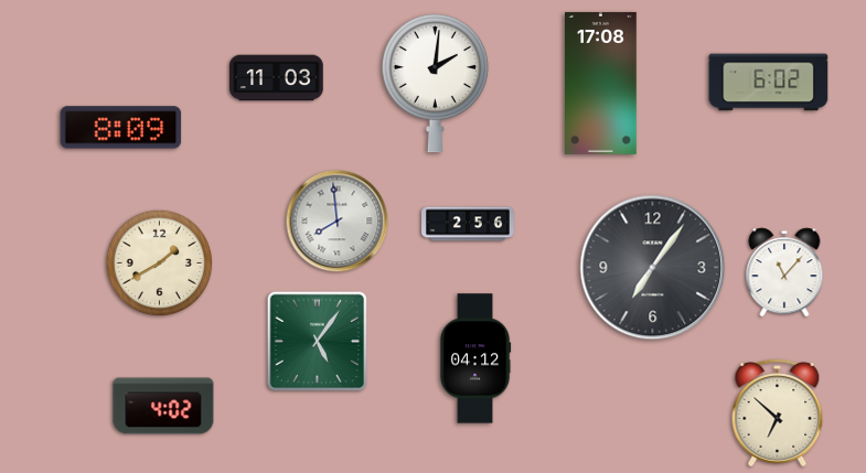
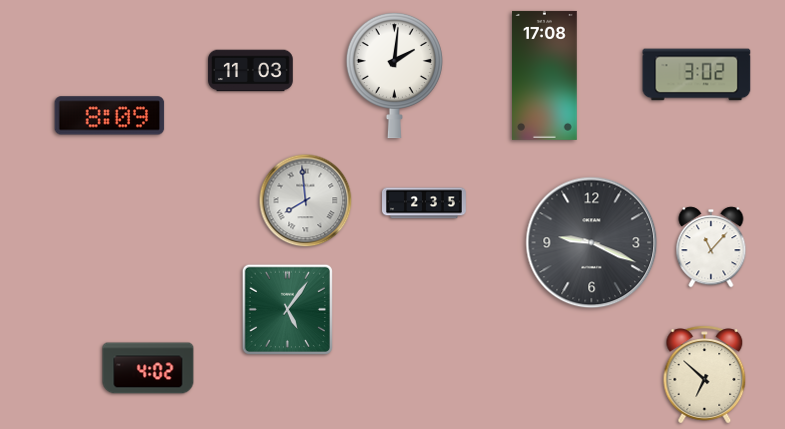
clock at (769, 83): 6:02 -> 3:02
clock at (469, 224): 2:56 -> 2:35
clock at (160, 264): 1:40 -> none
clock at (653, 268): 7:06 -> 9:19
clock at (475, 358): 04:12 -> none
